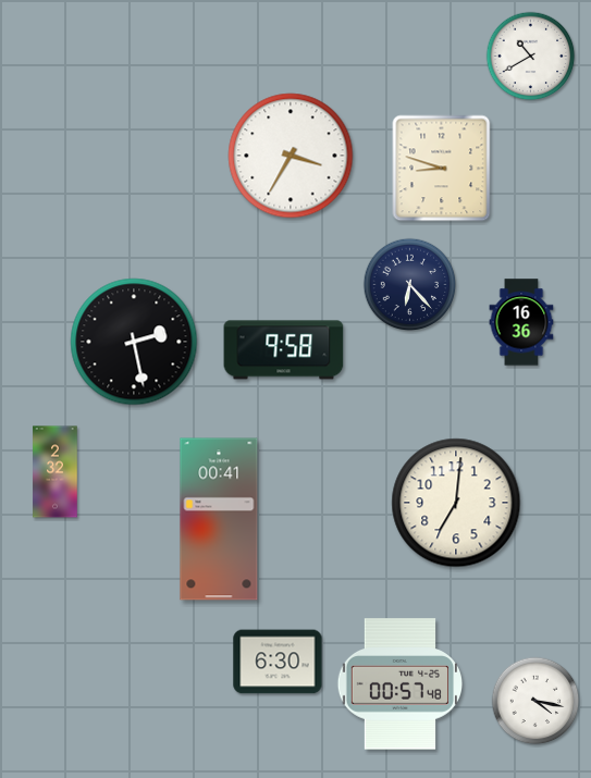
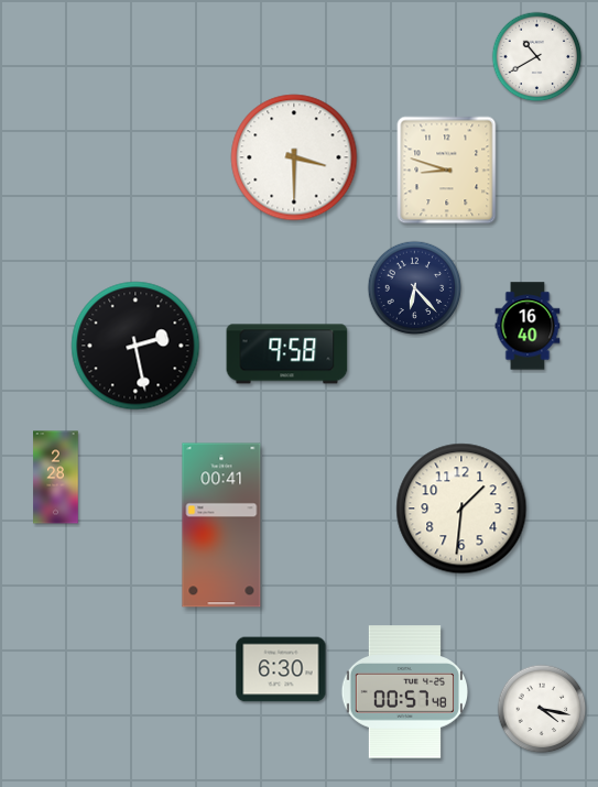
clock at (291, 156): 3:35 -> 3:30
clock at (521, 322): 16:36 -> 16:40
clock at (56, 472): 2:32 -> 2:28
clock at (456, 503): 7:01 -> 1:31
